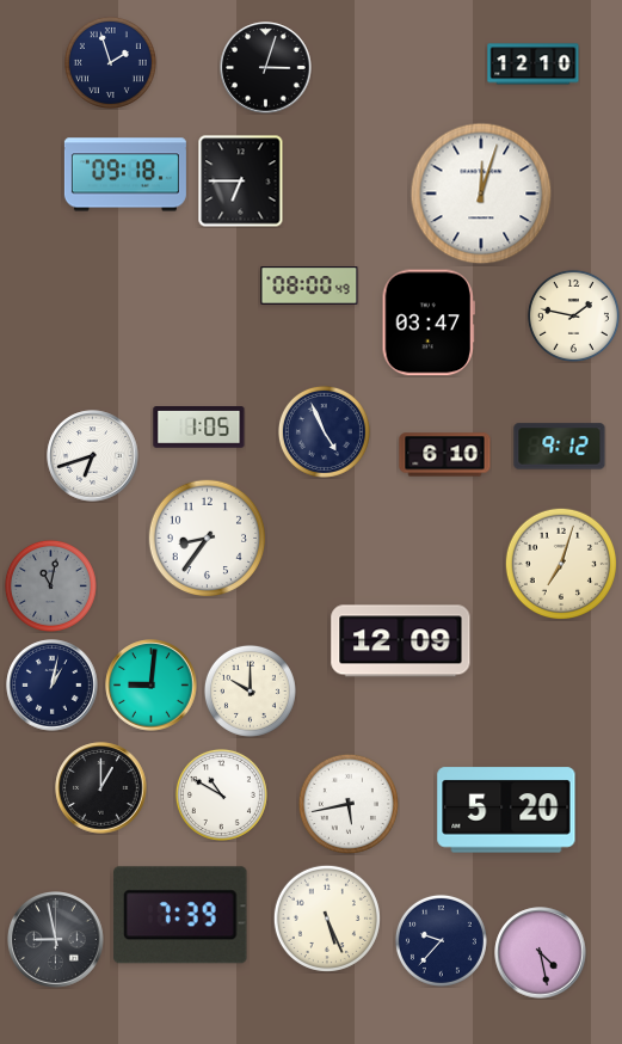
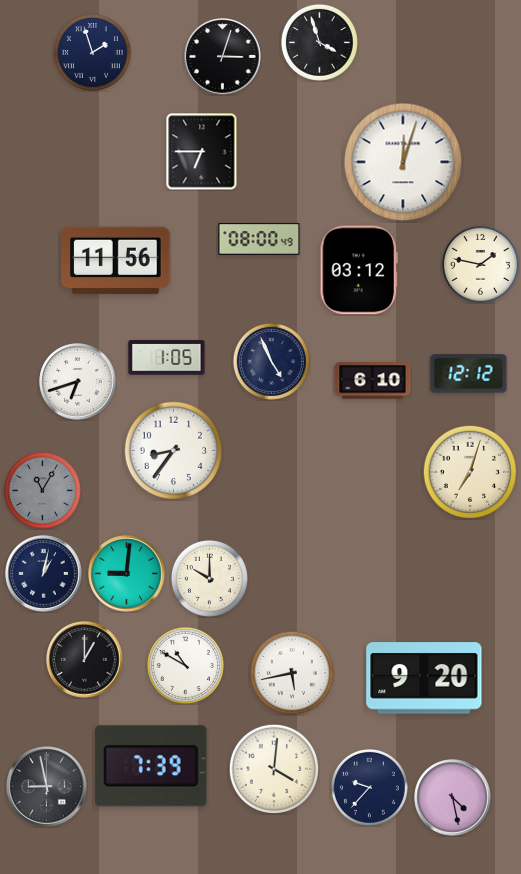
clock at (319, 42): none -> 3:57
clock at (534, 65): 12:10 -> none
clock at (125, 174): 09:18 -> none
clock at (116, 261): none -> 11:56
clock at (427, 323): 03:47 -> 03:12
clock at (560, 447): 9:12 -> 12:12
clock at (50, 585): 11:02 -> 11:05
clock at (401, 641): 12:09 -> none
clock at (506, 810): 5:20 -> 9:20
clock at (327, 919): 5:26 -> 4:01
